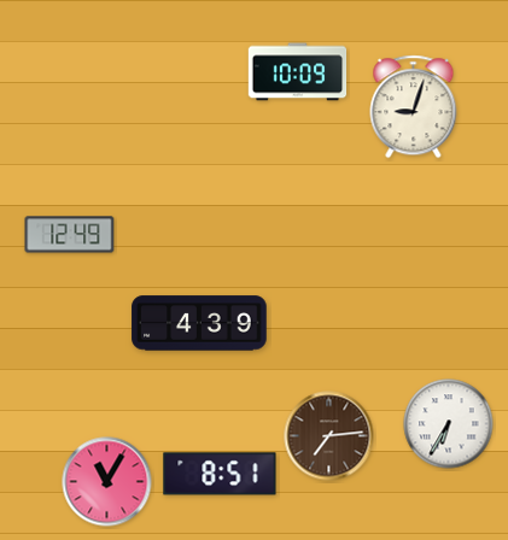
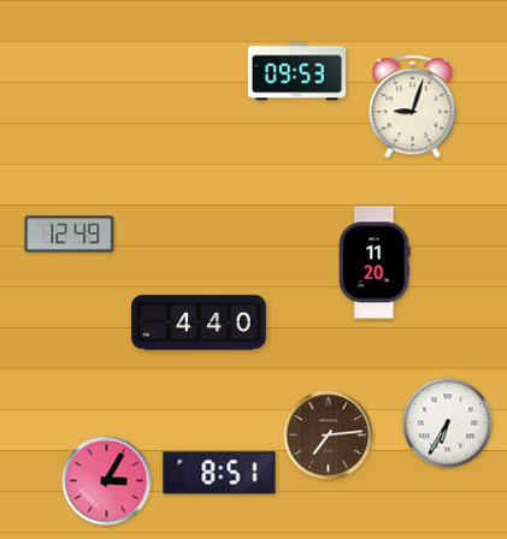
clock at (298, 72): 10:09 -> 09:53
clock at (375, 262): none -> 11:20
clock at (199, 323): 4:39 -> 4:40
clock at (107, 482): 11:05 -> 3:05
